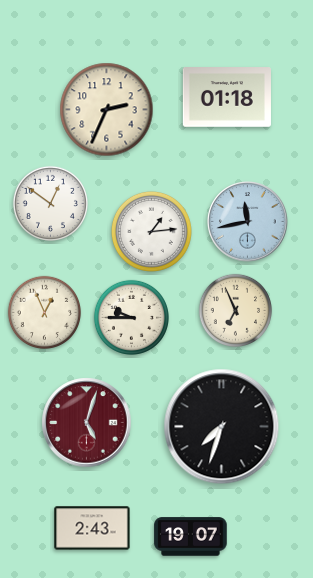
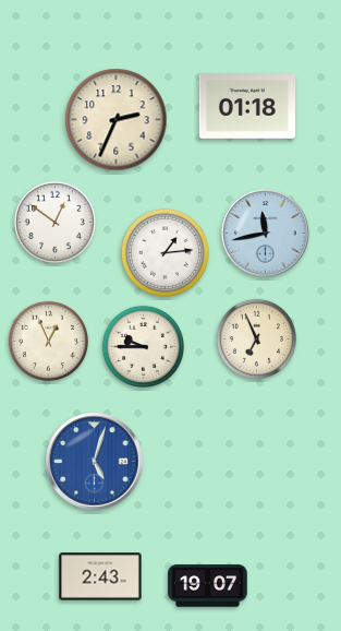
clock at (248, 222) position: (248, 222) -> (266, 234)
clock at (87, 423) dial: burgundy -> blue
clock at (222, 427): 7:33 -> none
